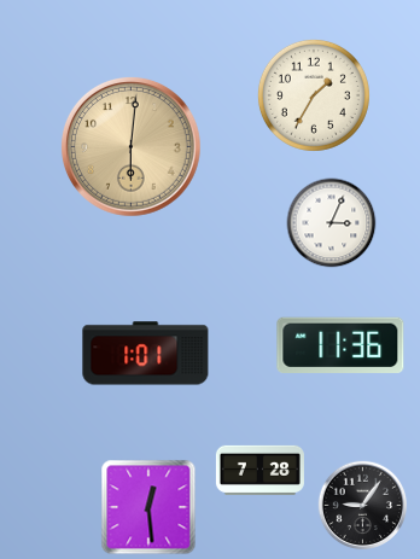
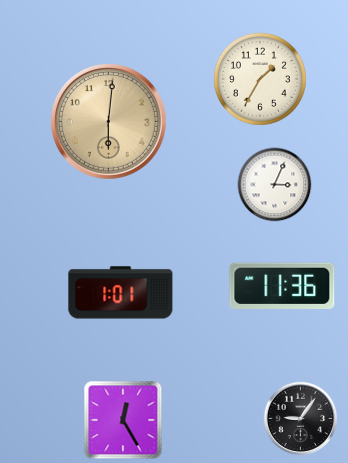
clock at (259, 470): 7:28 -> none
clock at (148, 507): 12:29 -> 12:25
